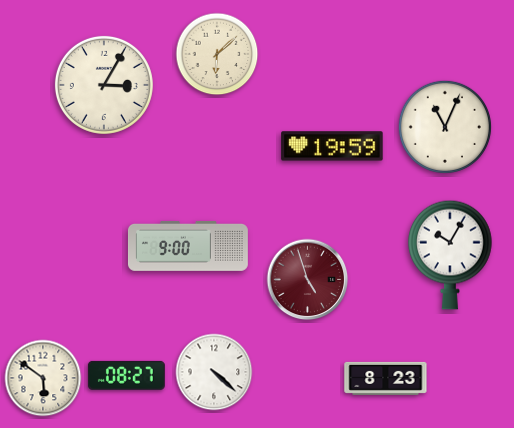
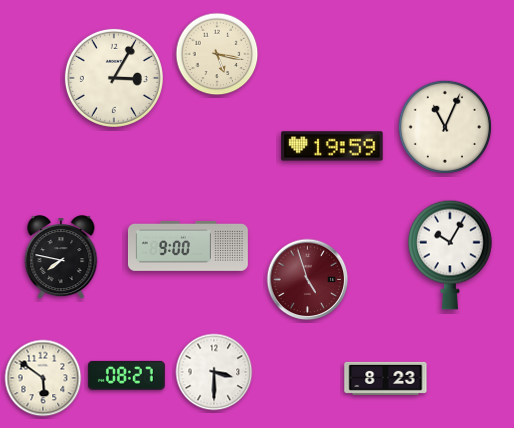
clock at (217, 54): 6:08 -> 5:17
clock at (104, 85) position: (104, 85) -> (114, 78)
clock at (61, 258): none -> 7:47
clock at (214, 372): 4:22 -> 3:30
